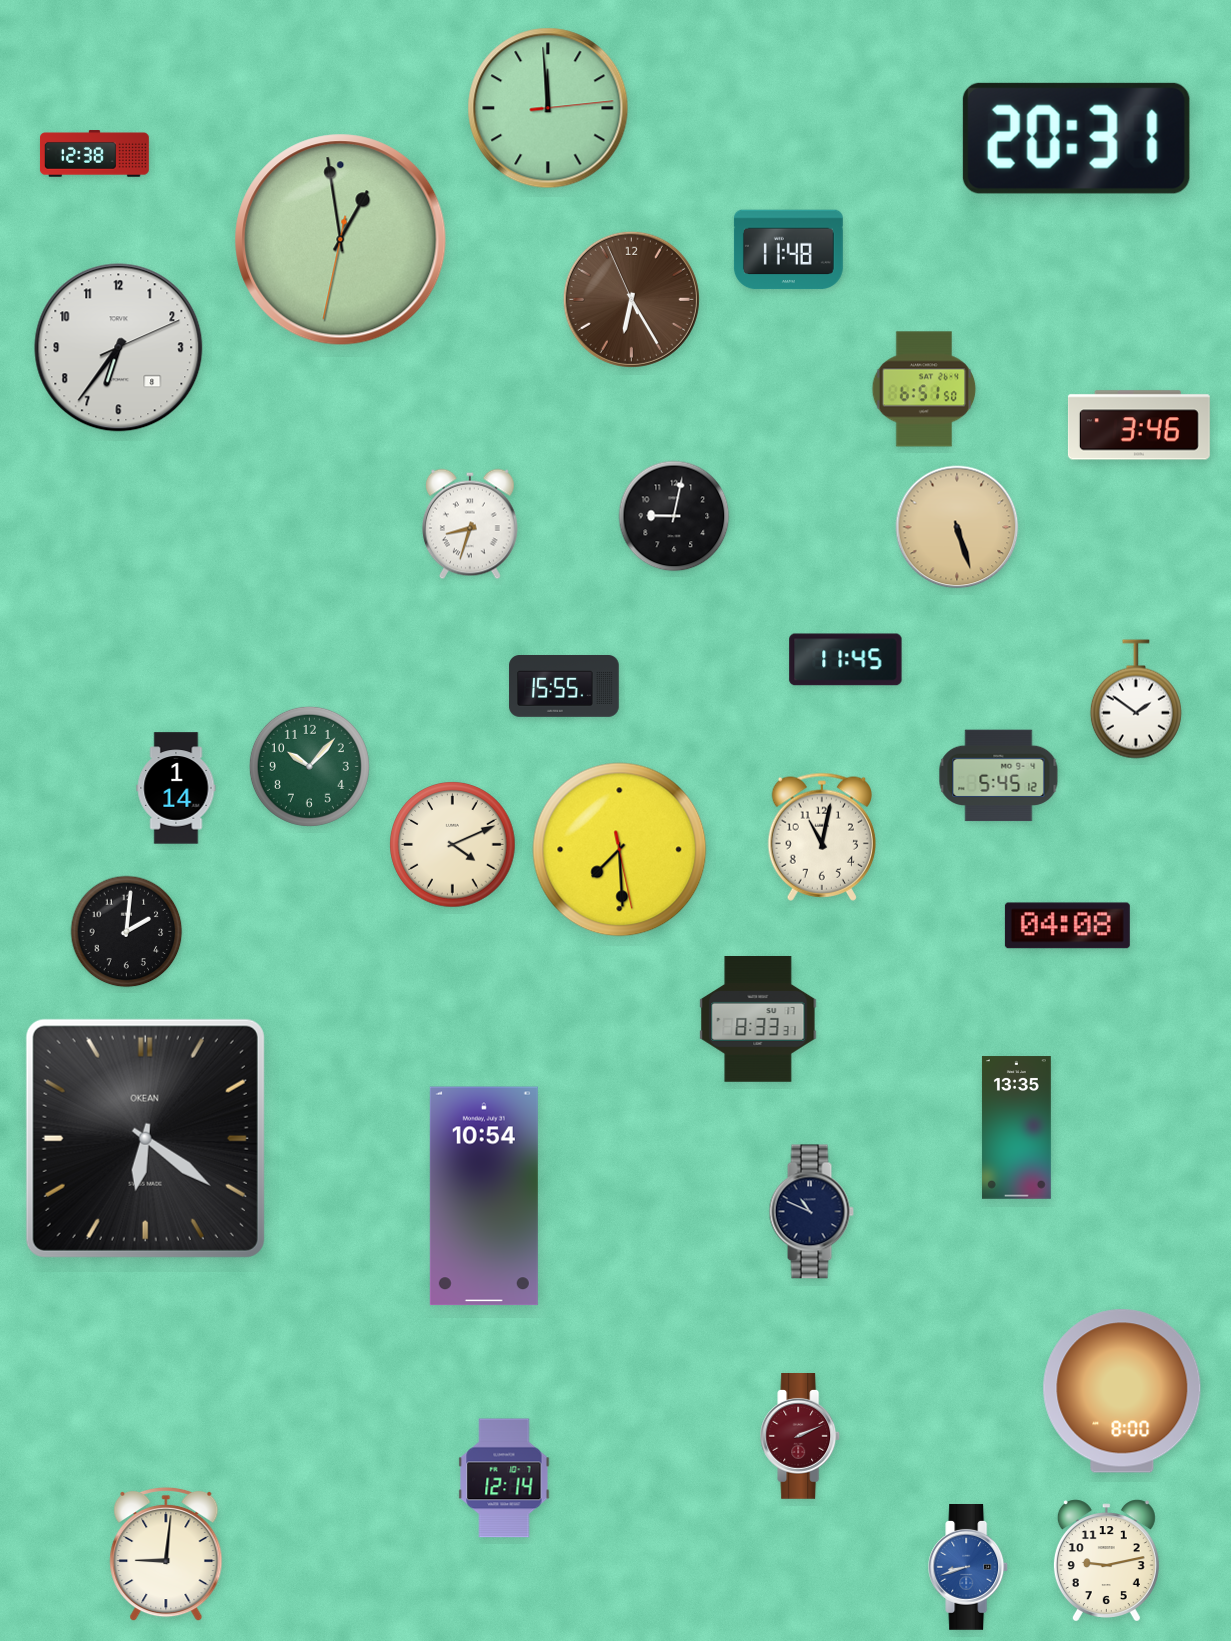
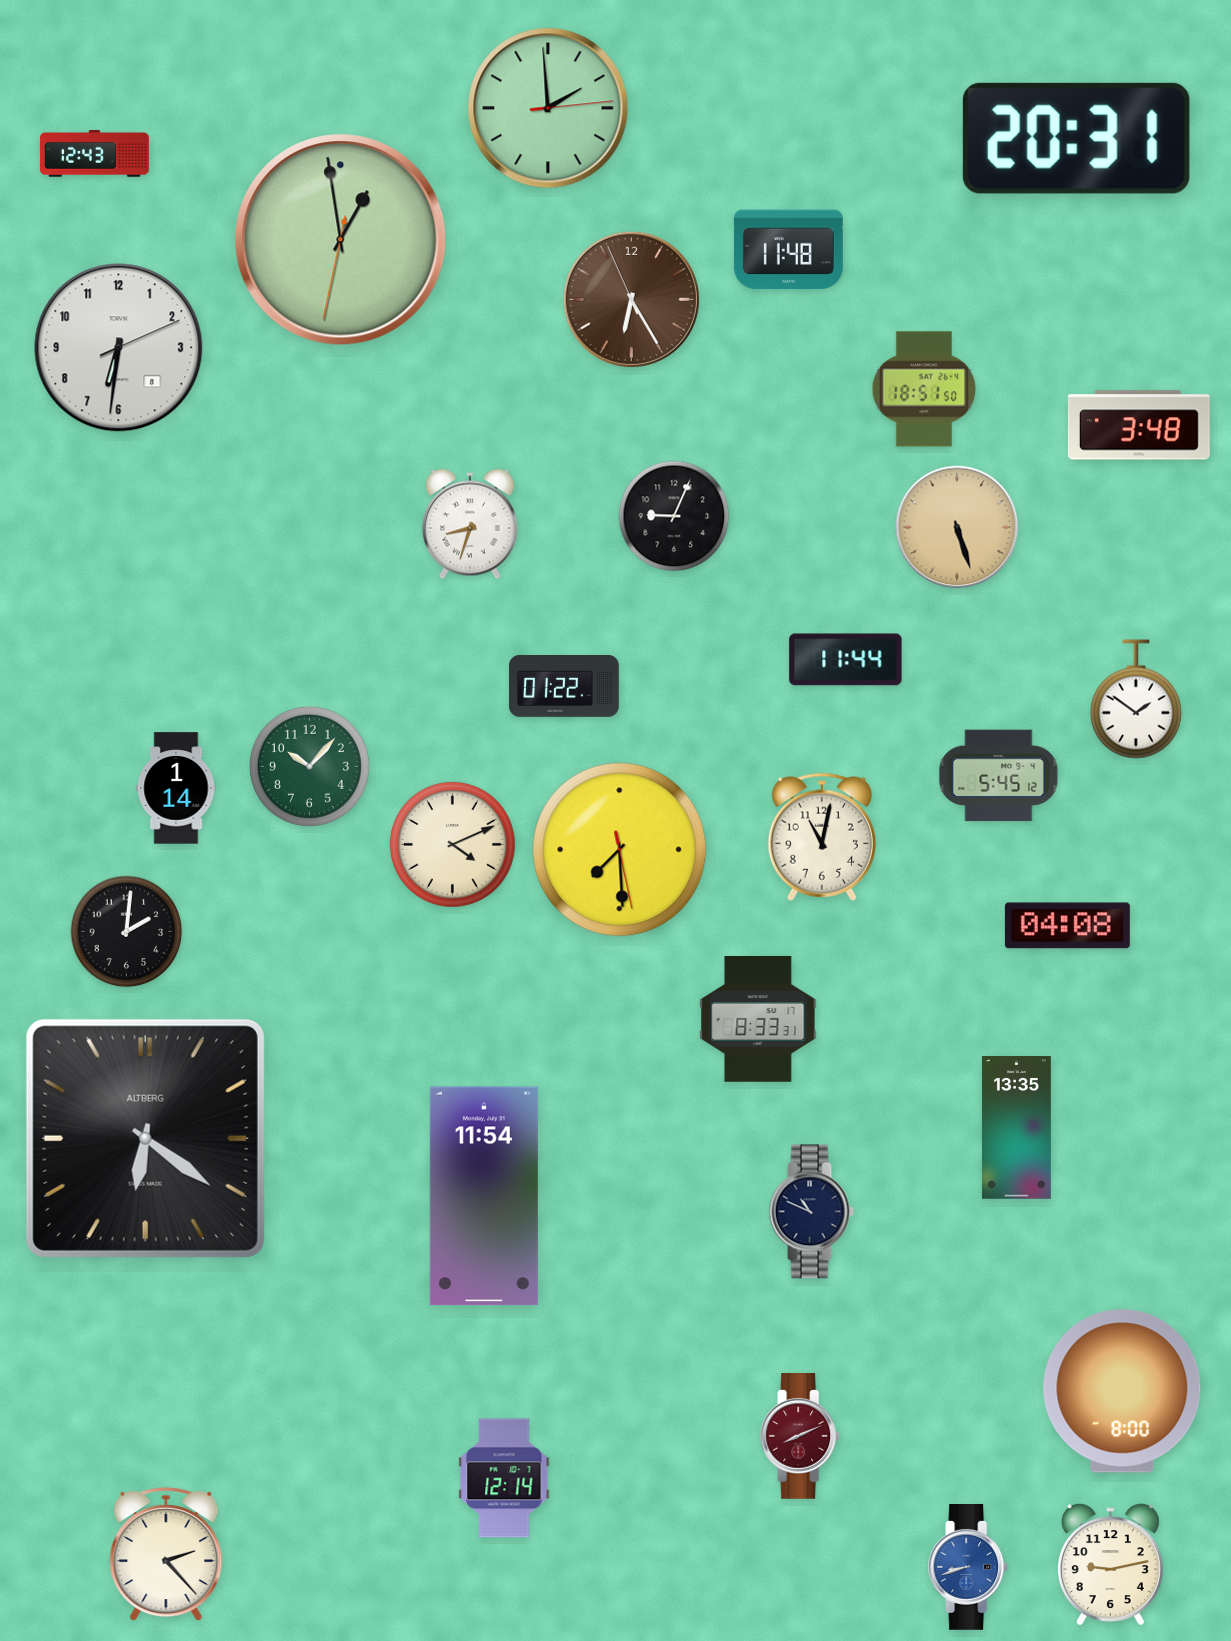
clock at (548, 108): 11:59 -> 1:59
clock at (94, 154): 12:38 -> 12:43
clock at (119, 348): 6:36 -> 6:31
clock at (924, 389): 6:51 -> 18:51
clock at (1139, 425): 3:46 -> 3:48
clock at (674, 516): 9:02 -> 9:04
clock at (846, 660): 11:45 -> 11:44
clock at (564, 687): 15:55 -> 01:22
clock at (145, 1138) brand: OKEAN -> ALTBERG
clock at (484, 1196): 10:54 -> 11:54
clock at (801, 1437): 2:11 -> 8:11
clock at (166, 1554): 9:01 -> 2:23
clock at (1106, 1561) position: (1106, 1561) -> (1110, 1565)
